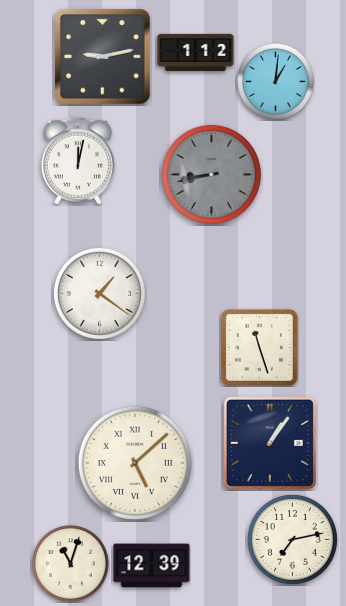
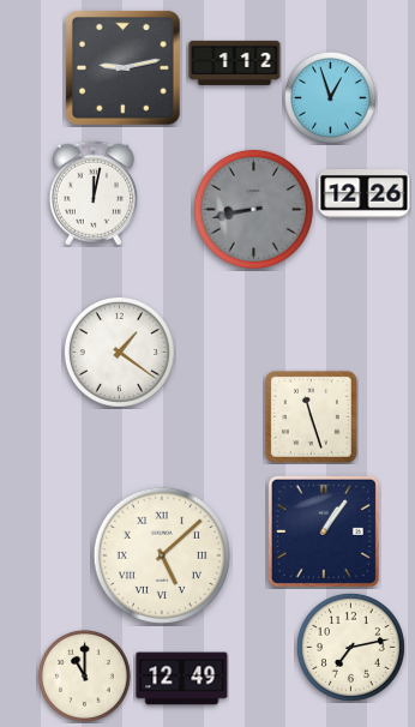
clock at (276, 82): 1:01 -> 12:57
clock at (365, 194): none -> 12:26
clock at (71, 564): 11:03 -> 11:00
clock at (152, 566): 12:39 -> 12:49
